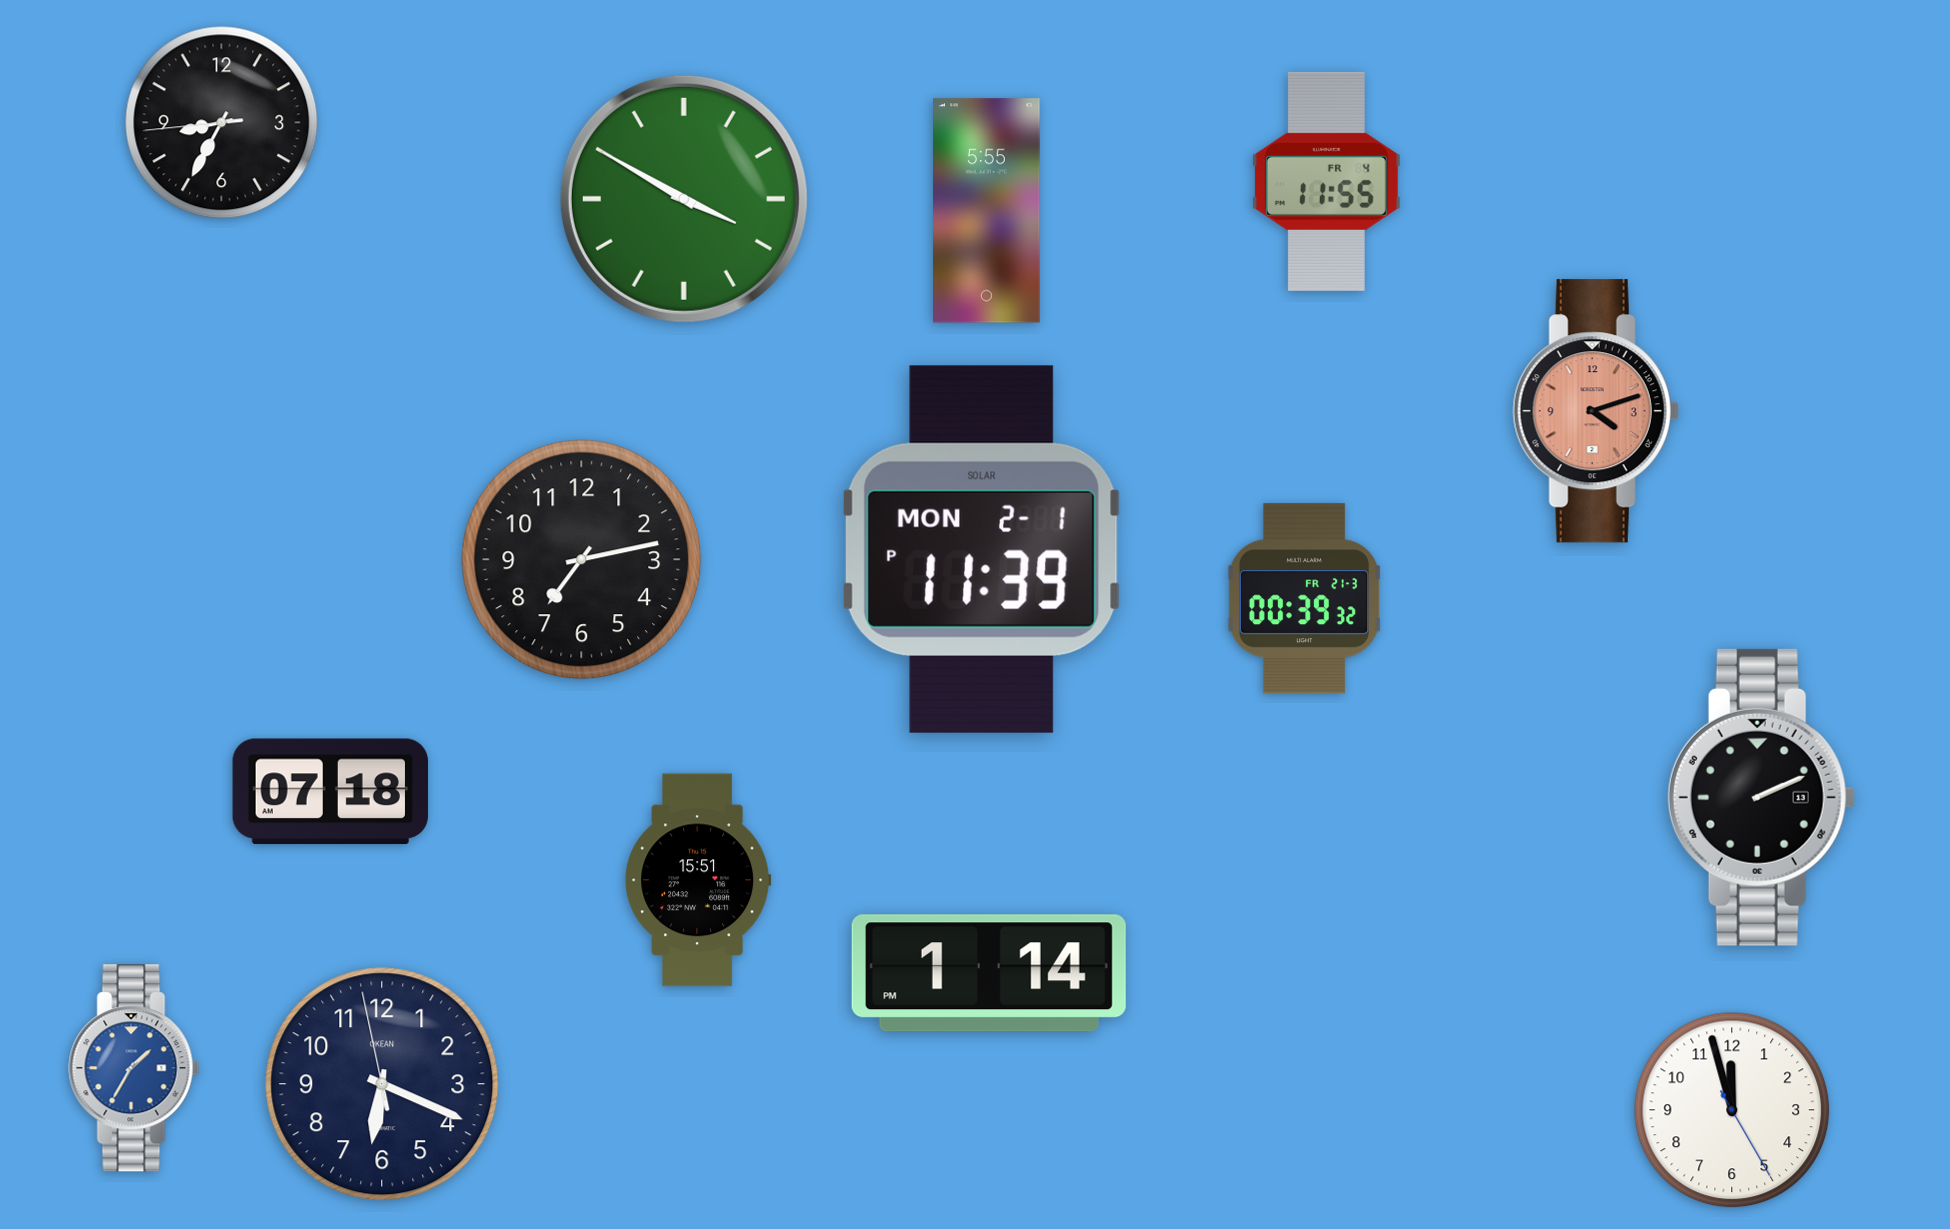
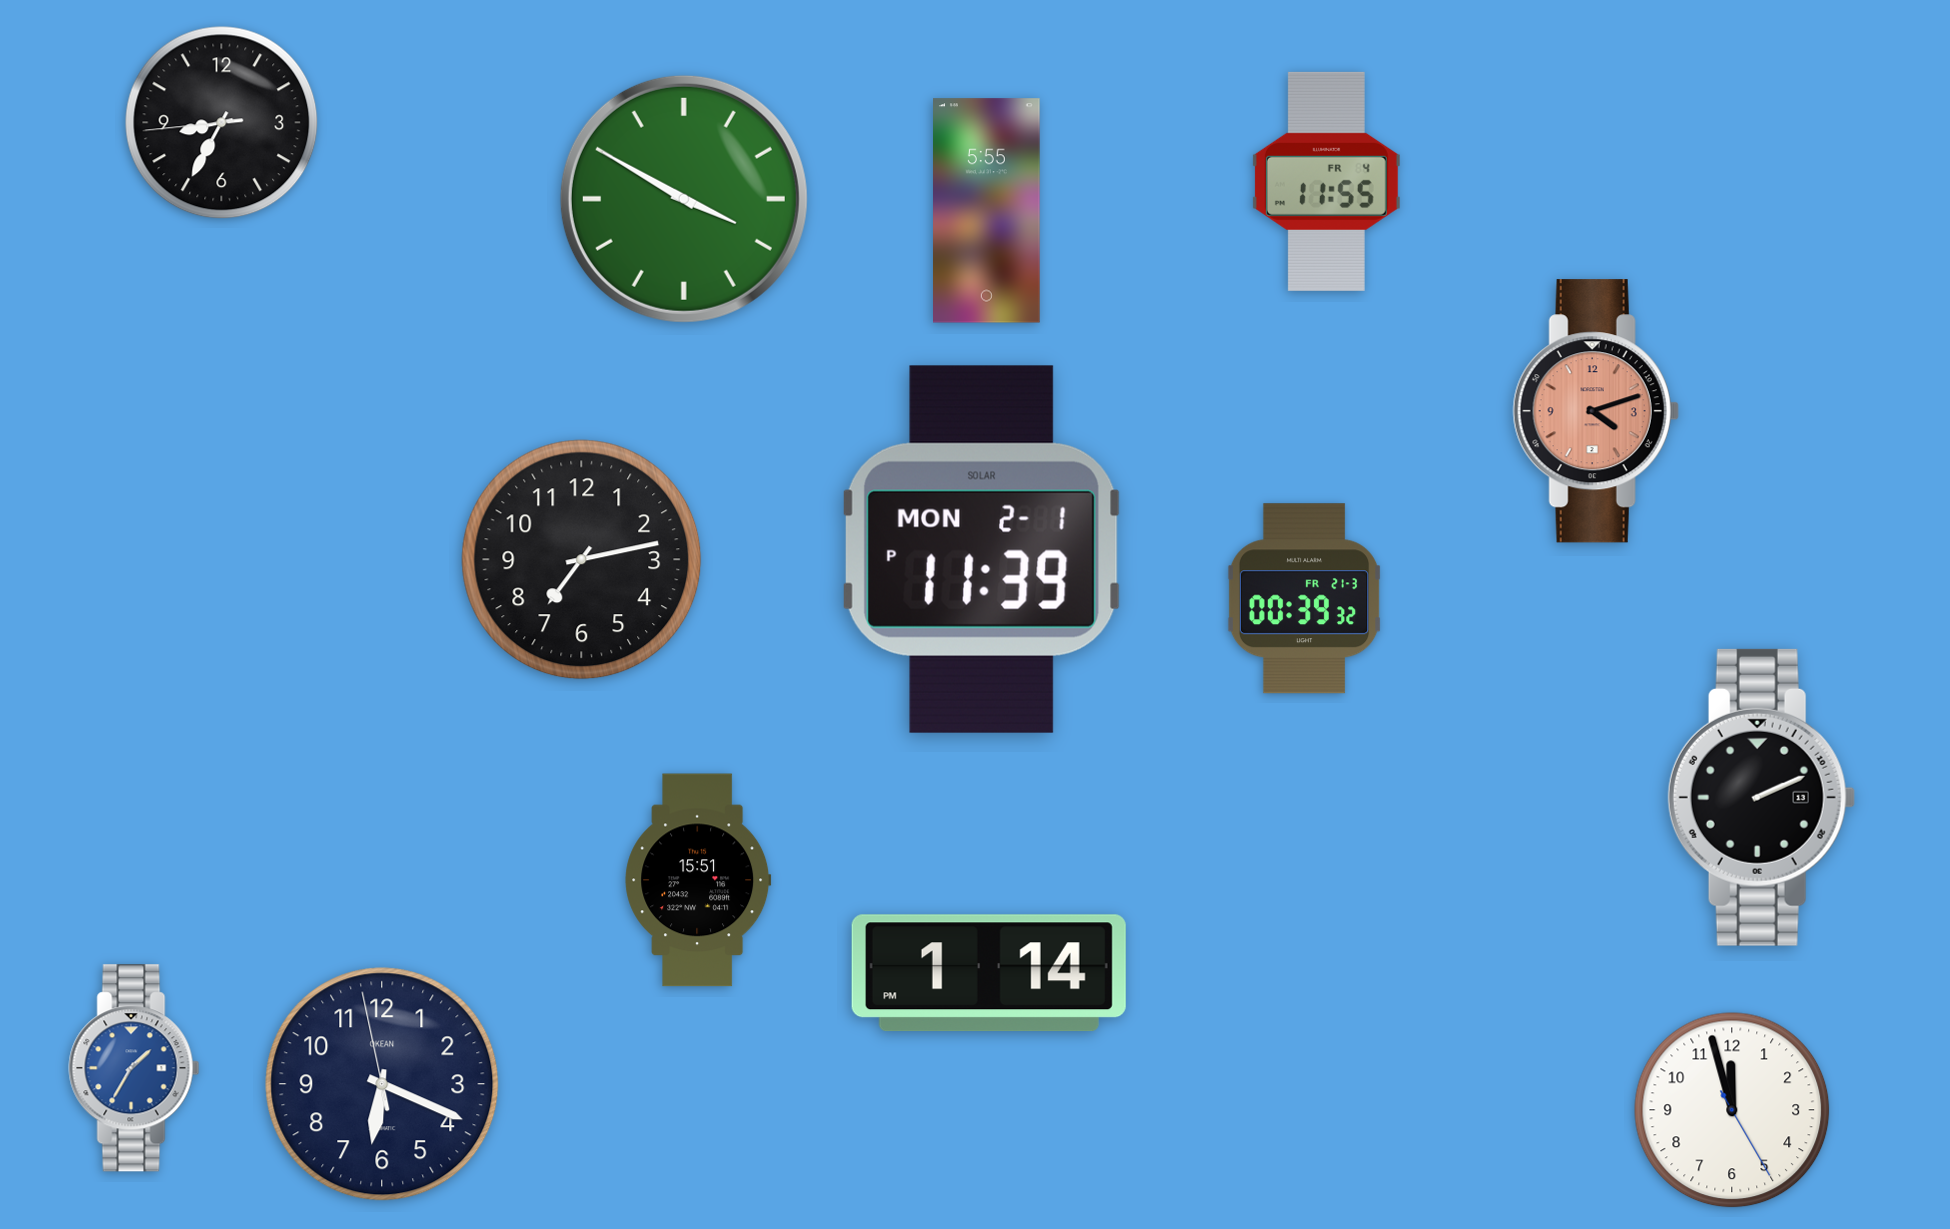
clock at (330, 792): 07:18 -> none
